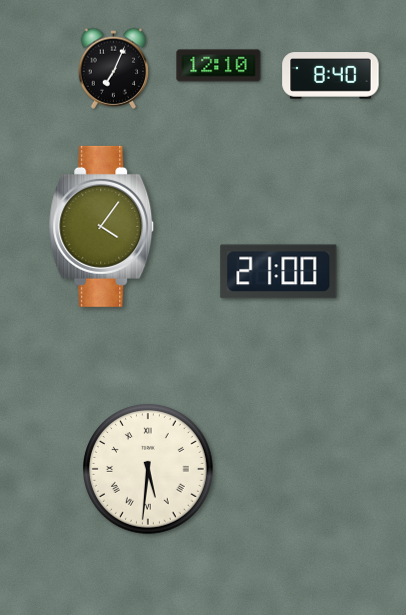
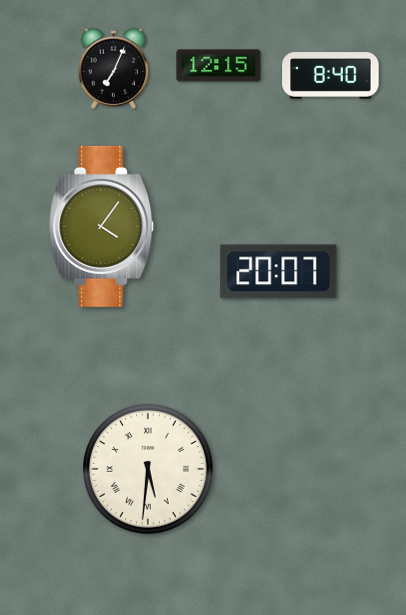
clock at (219, 66): 12:10 -> 12:15
clock at (279, 272): 21:00 -> 20:07
